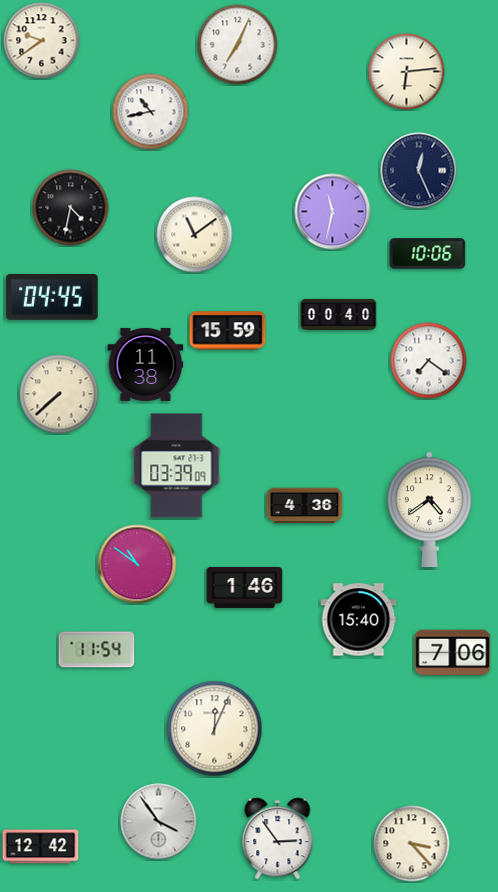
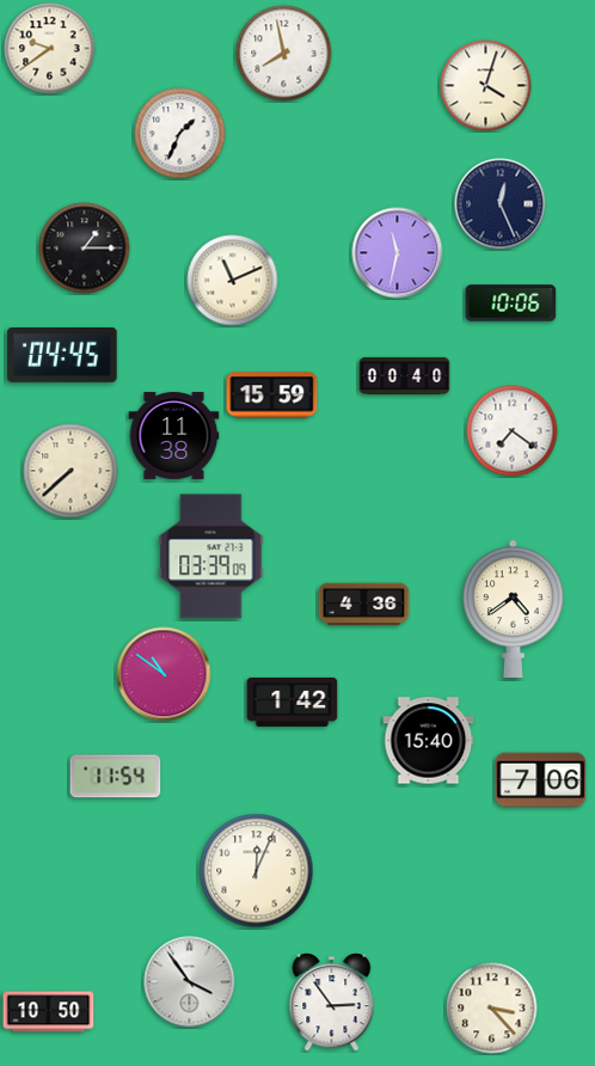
clock at (238, 45): 7:04 -> 7:58
clock at (407, 72): 6:14 -> 4:03
clock at (151, 112): 10:43 -> 1:34
clock at (71, 208): 4:32 -> 1:15
clock at (195, 235): 11:09 -> 11:11
clock at (245, 587): 1:46 -> 1:42
clock at (41, 847): 12:42 -> 10:50
